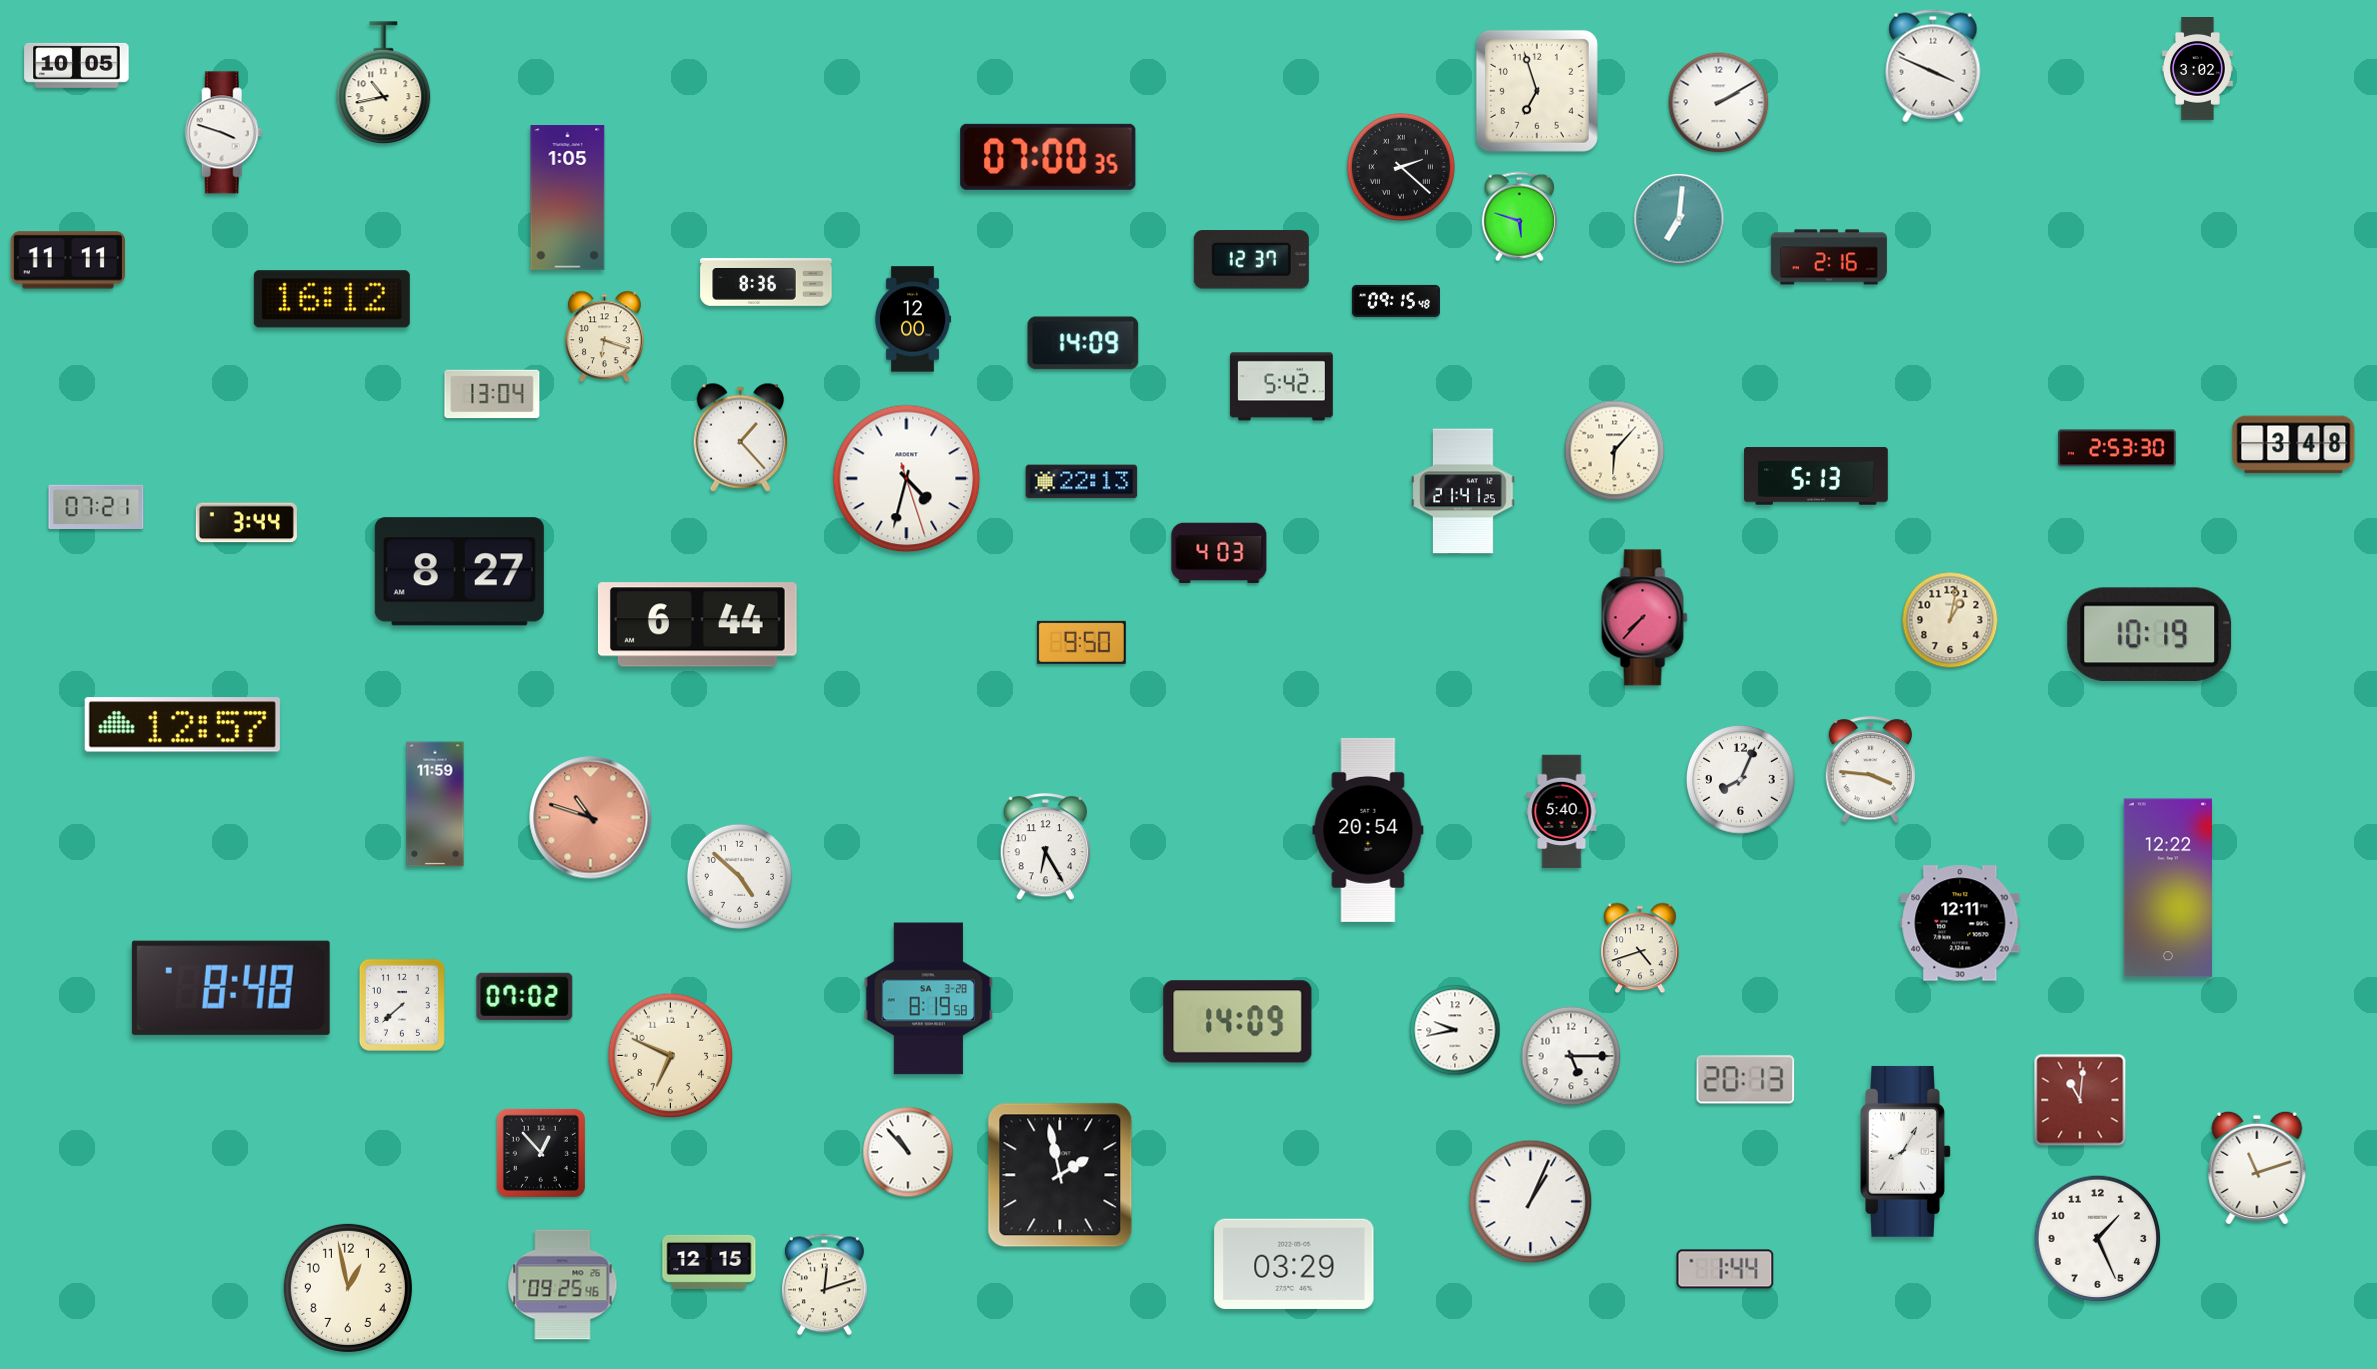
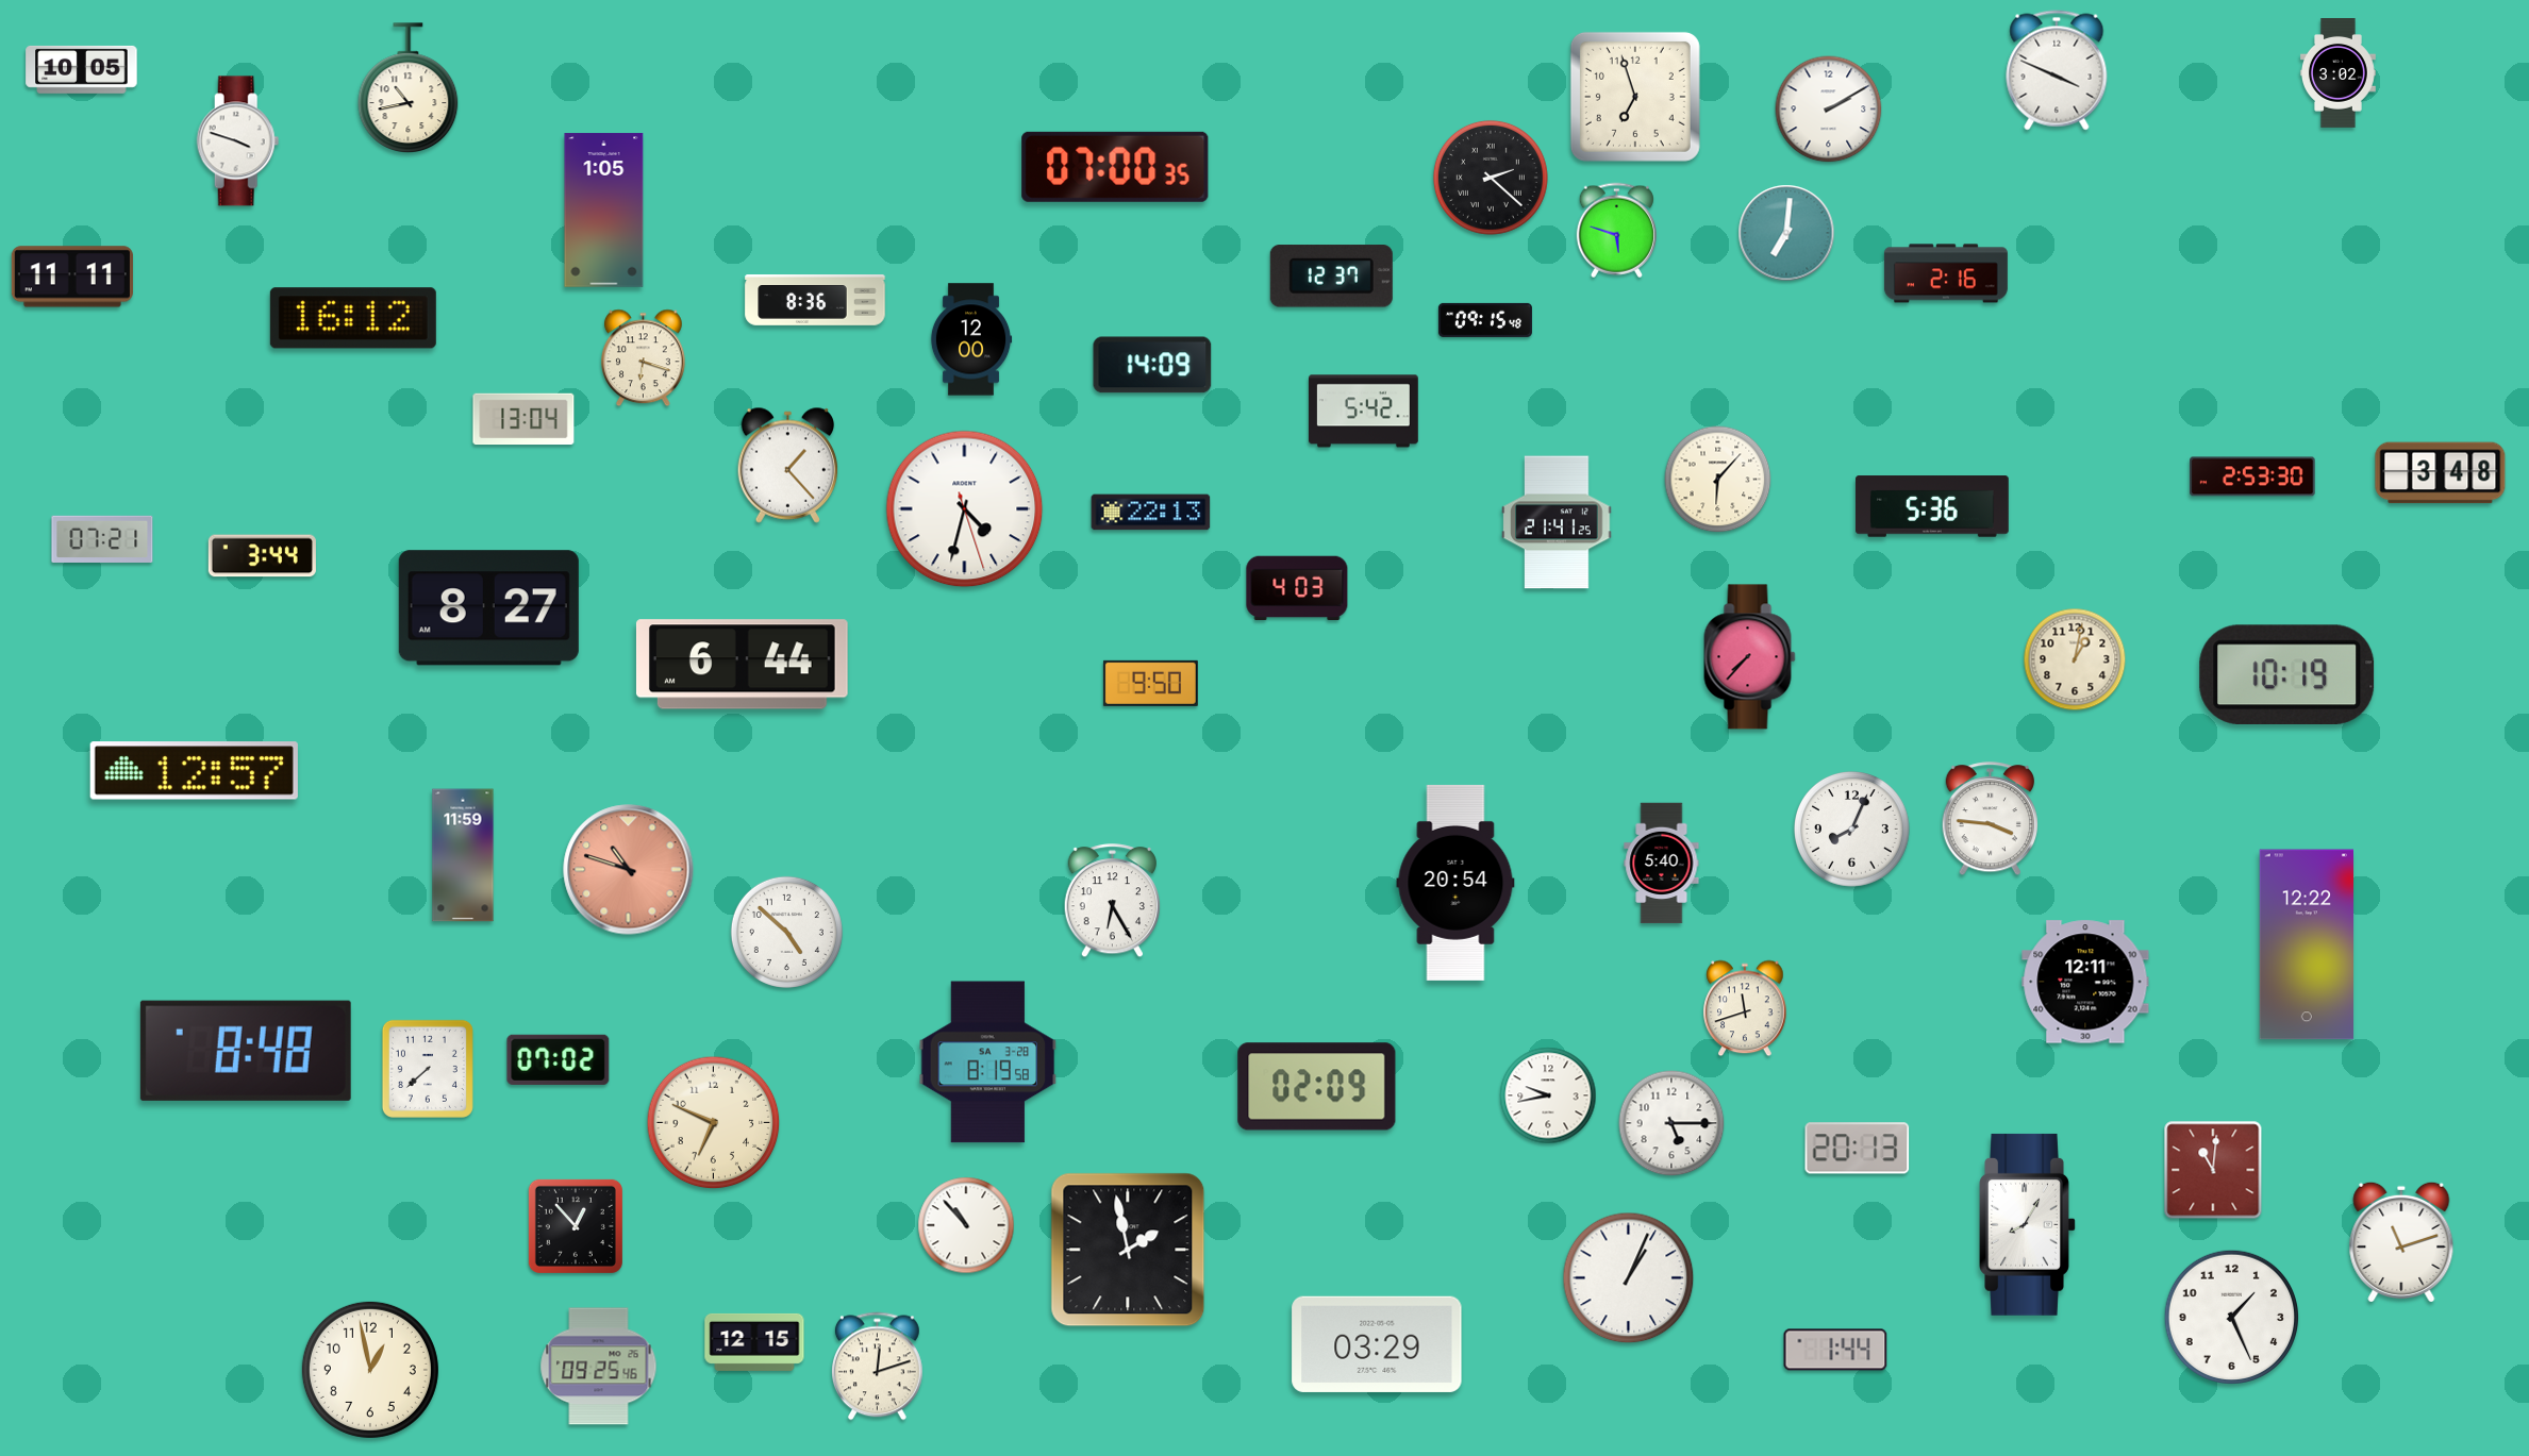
clock at (1816, 476): 5:13 -> 5:36
clock at (1640, 948): 4:42 -> 11:42
clock at (1238, 1022): 14:09 -> 02:09
